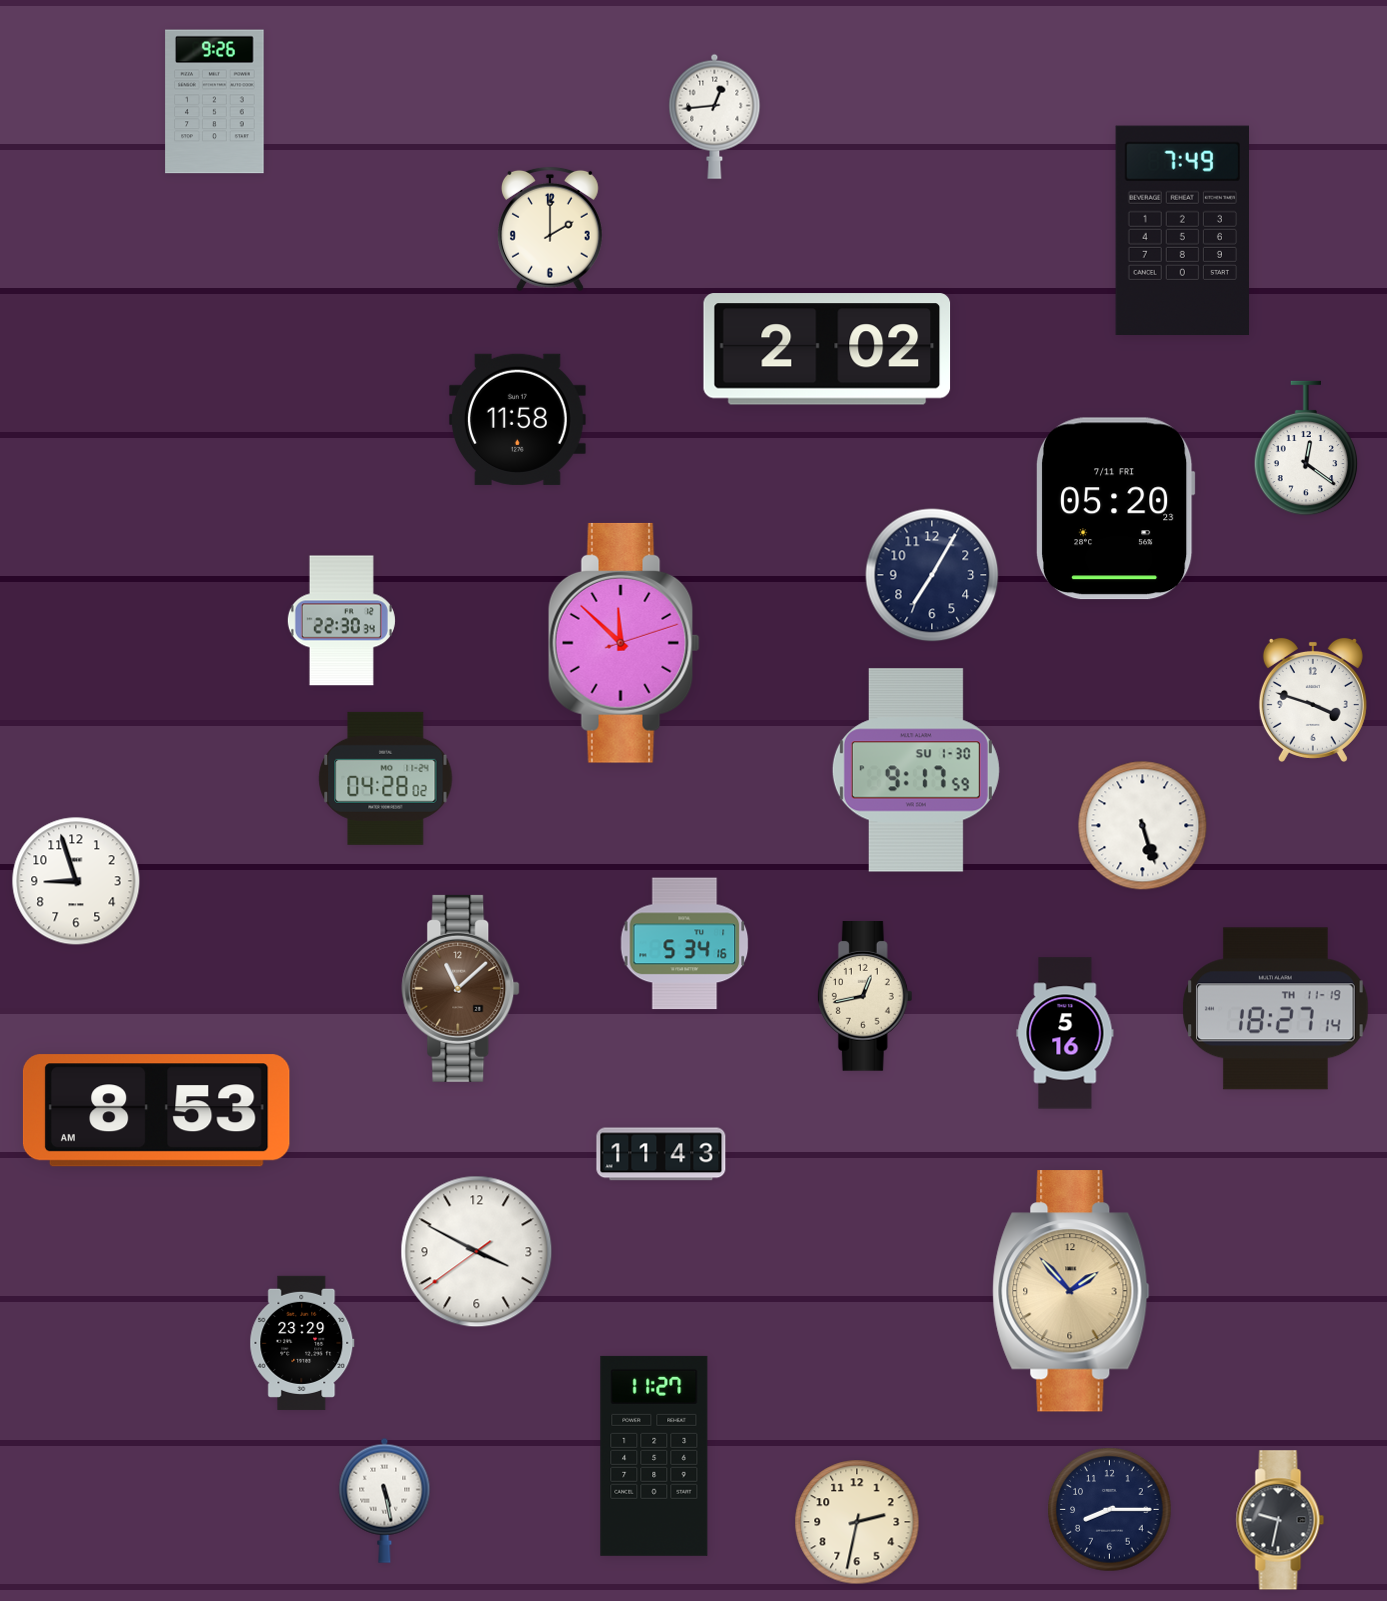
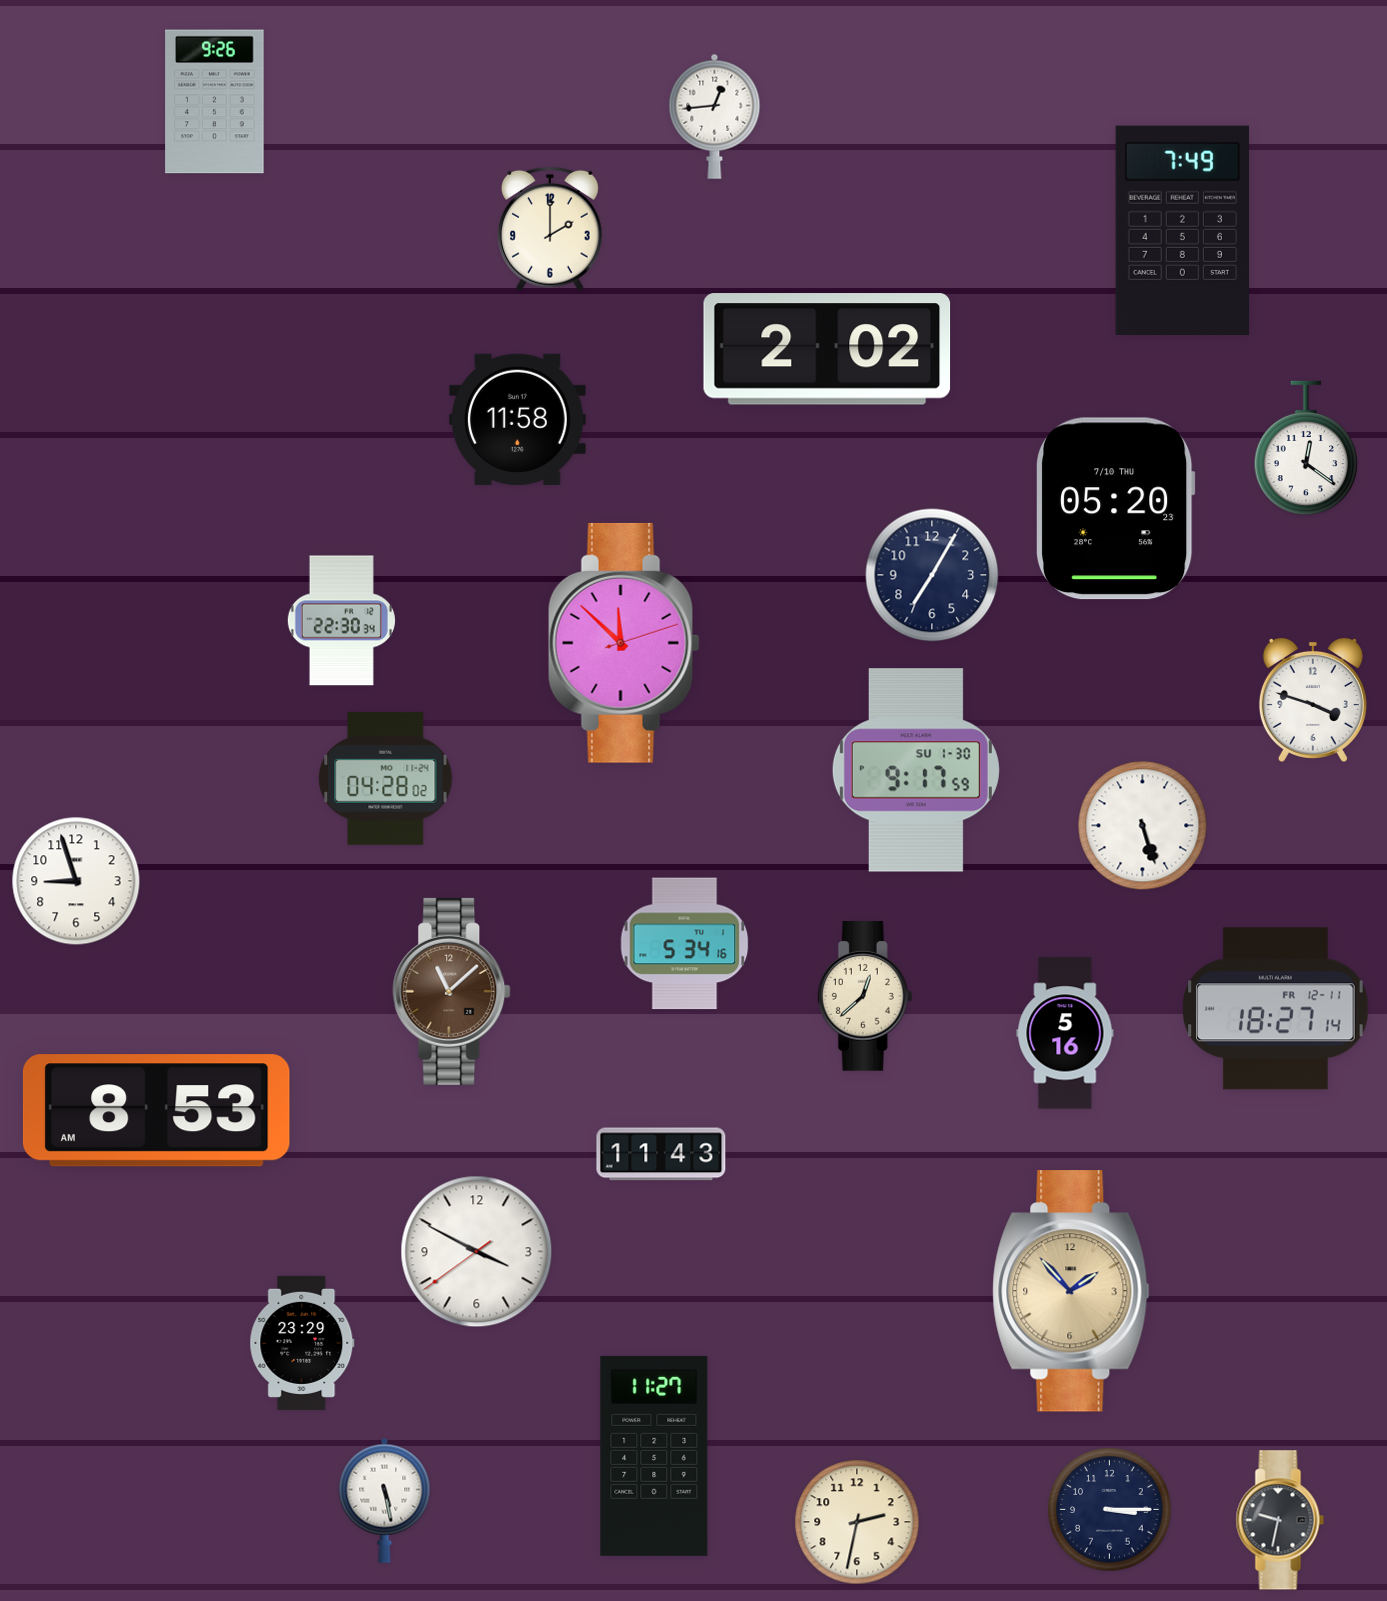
clock at (1115, 509) date: 7/11 FRI -> 7/10 THU
clock at (461, 988) position: (461, 988) -> (452, 991)
clock at (865, 997): 12:43 -> 12:38
clock at (1276, 1009) date: TH 11-19 -> FR 12-11
clock at (1110, 1510): 8:15 -> 3:15
